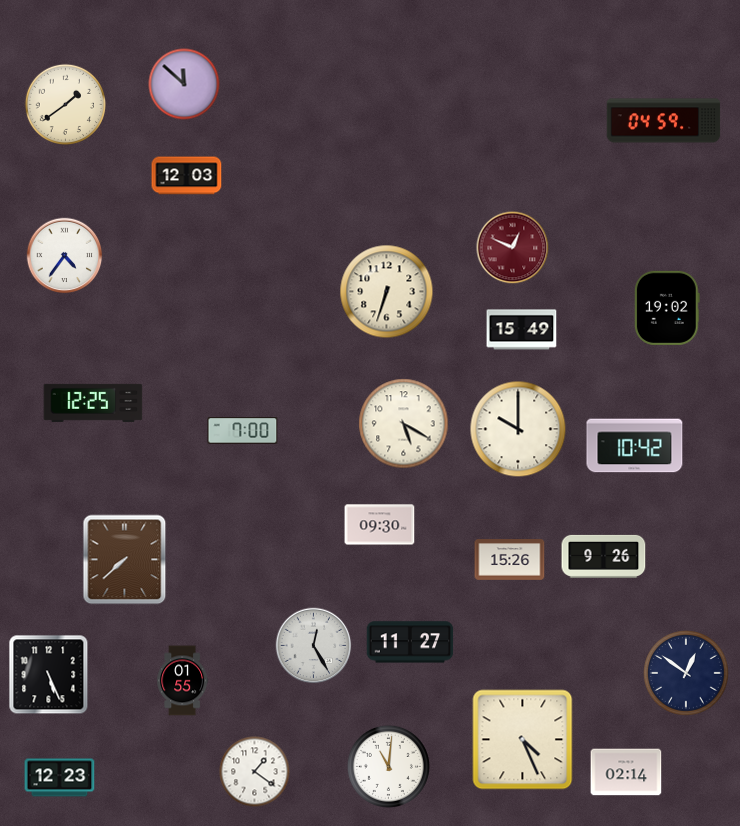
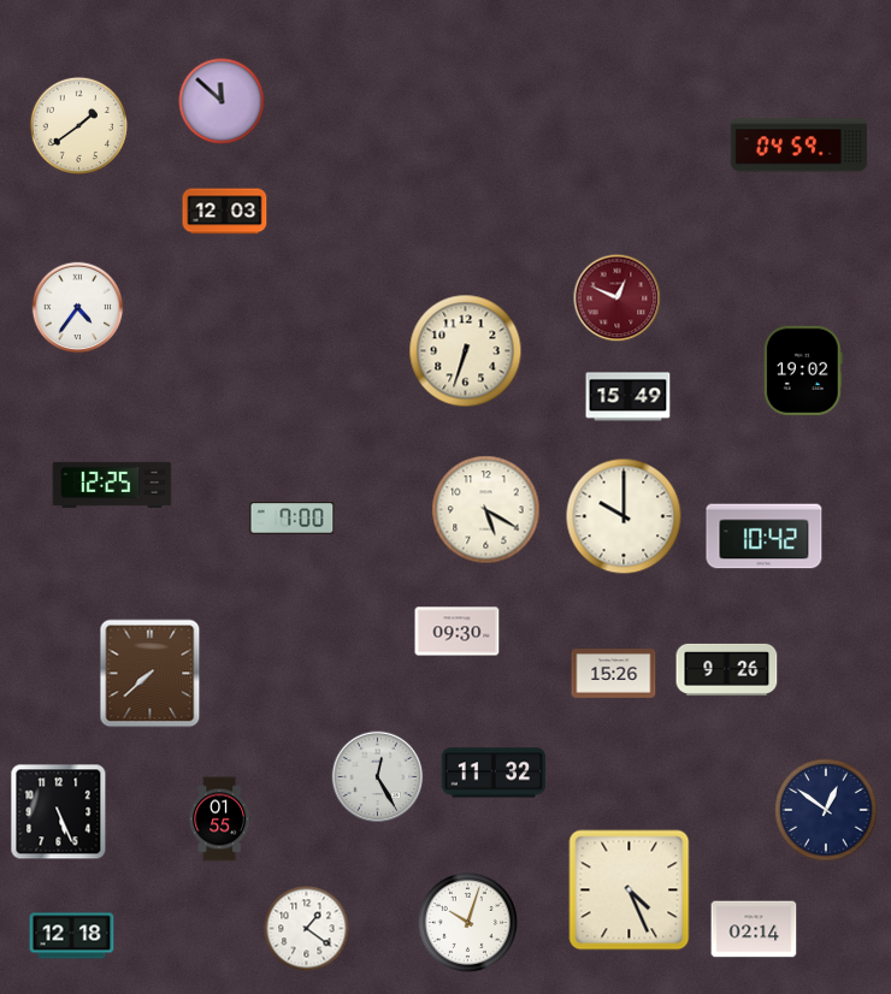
clock at (410, 642): 11:27 -> 11:32
clock at (388, 766): 11:01 -> 10:03
clock at (60, 778): 12:23 -> 12:18
